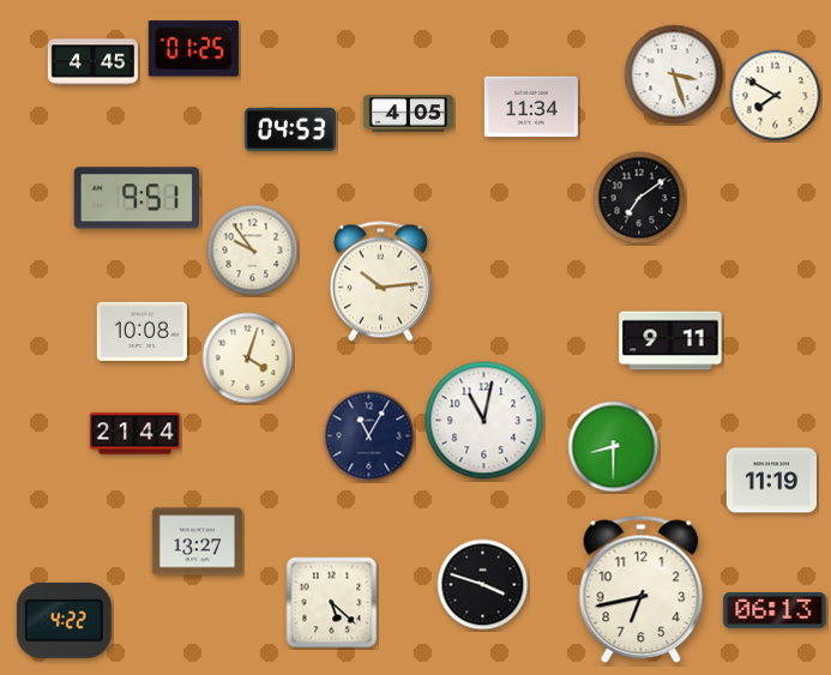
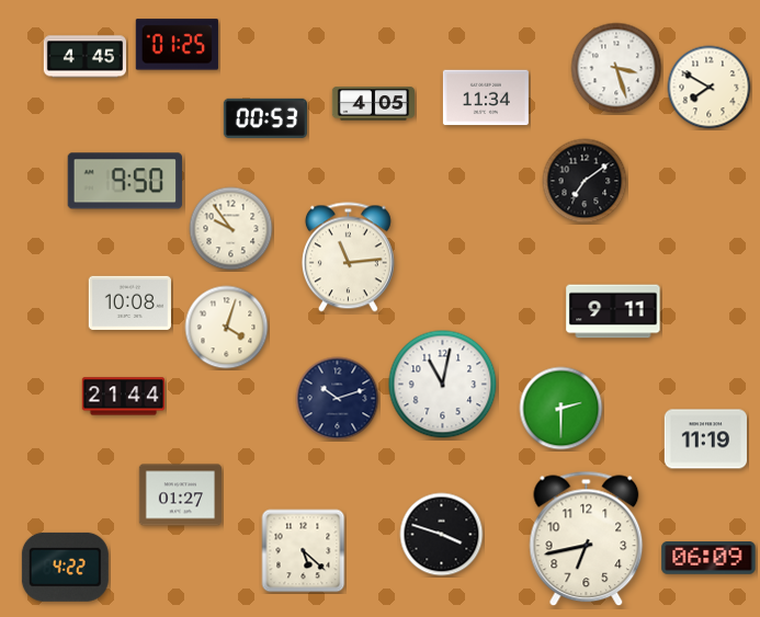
clock at (290, 129): 04:53 -> 00:53
clock at (136, 198): 9:51 -> 9:50
clock at (380, 282): 10:14 -> 11:14
clock at (369, 436): 11:05 -> 10:12
clock at (614, 447): 8:30 -> 2:30
clock at (197, 542): 13:27 -> 01:27
clock at (775, 611): 06:13 -> 06:09
clock at (64, 620) position: (64, 620) -> (65, 567)
